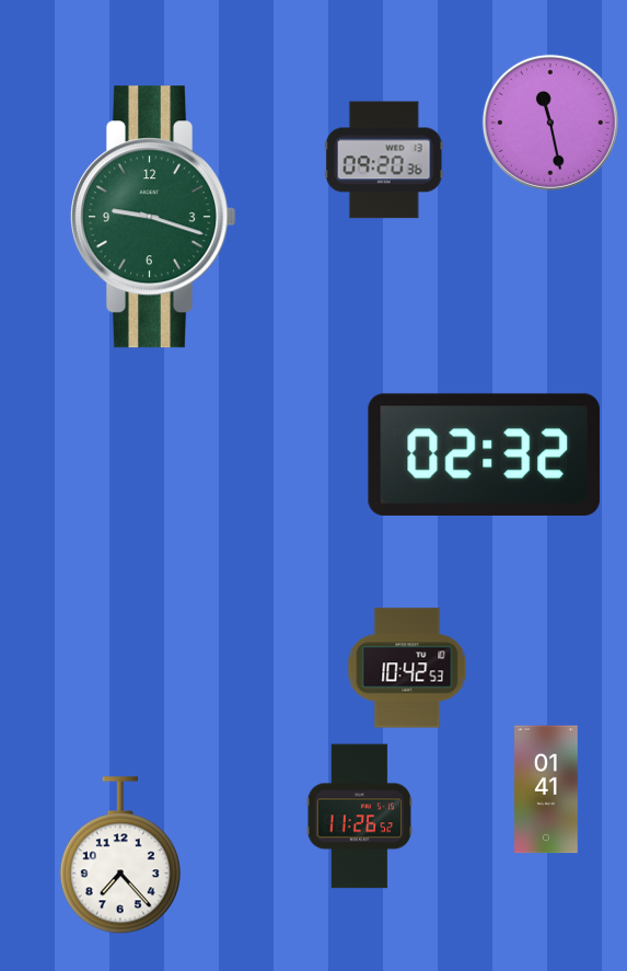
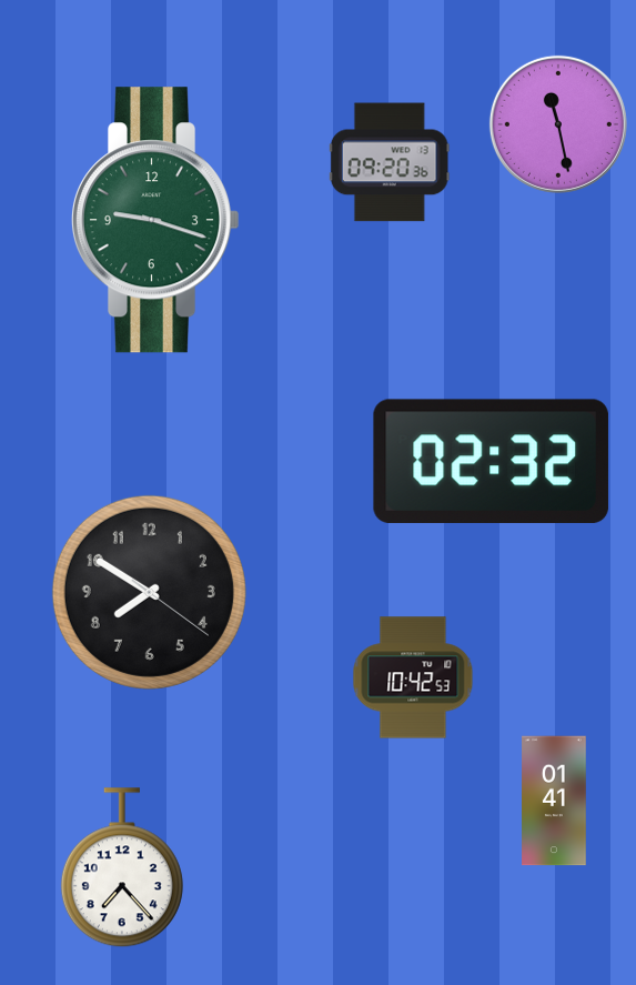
clock at (149, 592): none -> 7:50
clock at (360, 817): 11:26 -> none
